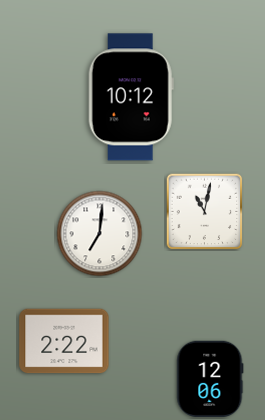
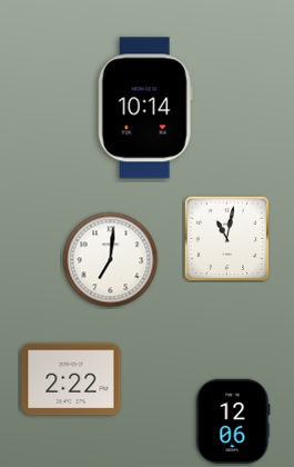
clock at (131, 97): 10:12 -> 10:14
clock at (205, 212) position: (205, 212) -> (227, 239)
